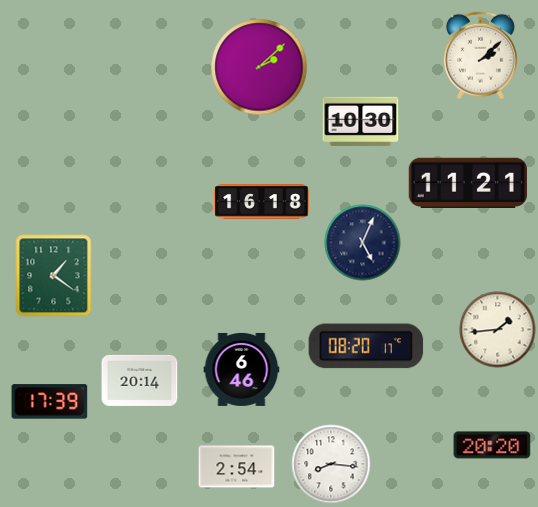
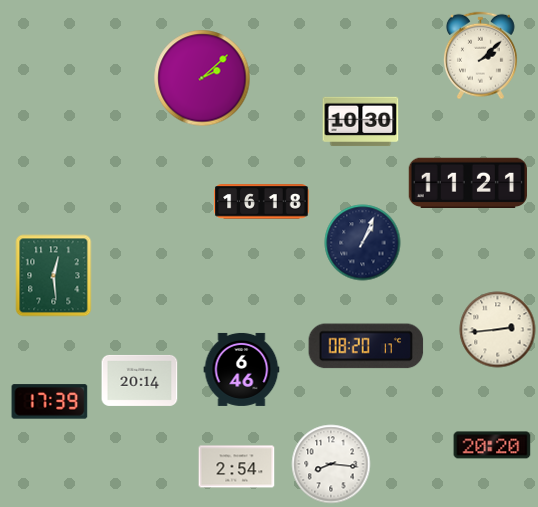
clock at (259, 67) position: (259, 67) -> (202, 78)
clock at (363, 243): 5:04 -> 1:04
clock at (54, 276): 1:21 -> 12:29
clock at (498, 330): 1:44 -> 2:44
